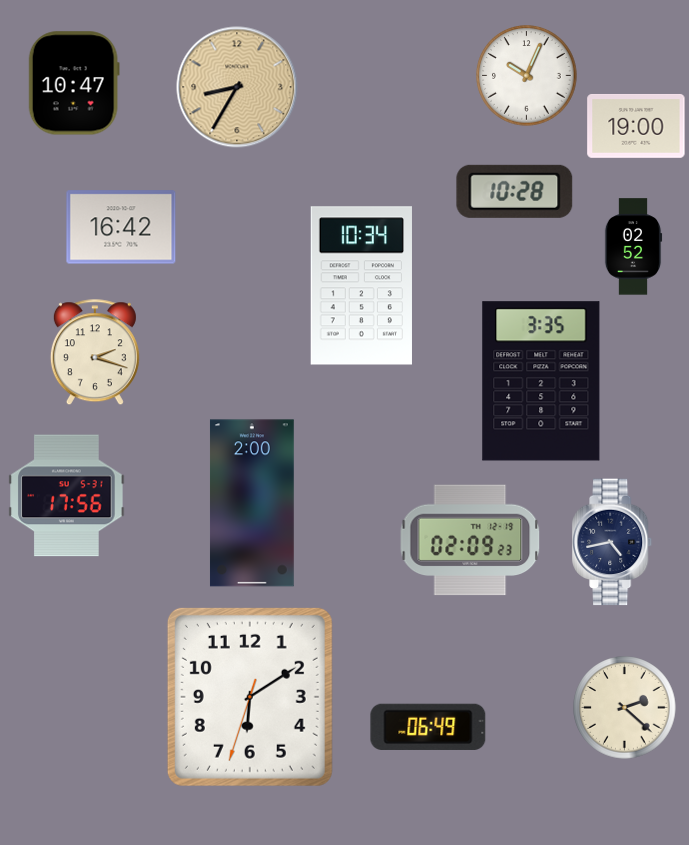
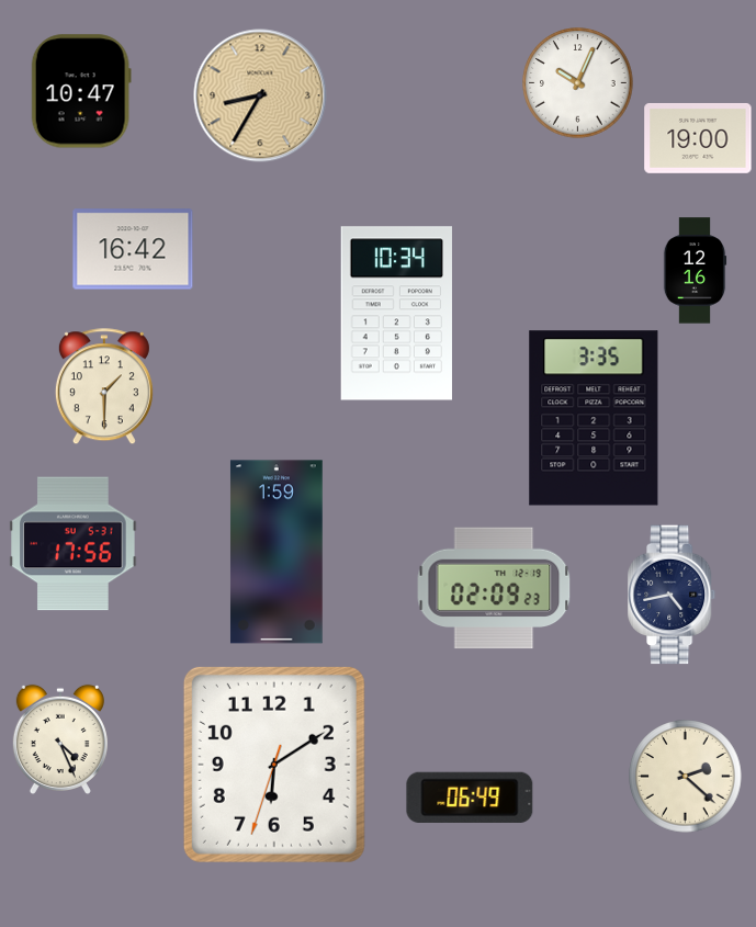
clock at (515, 191): 10:28 -> none
clock at (633, 247): 02:52 -> 12:16
clock at (95, 352): 2:18 -> 1:30
clock at (252, 503): 2:00 -> 1:59
clock at (470, 540) position: (470, 540) -> (494, 588)
clock at (60, 738): none -> 4:26
